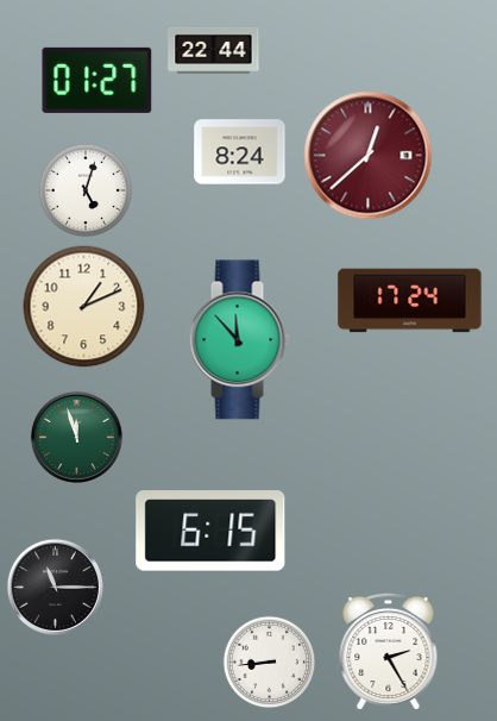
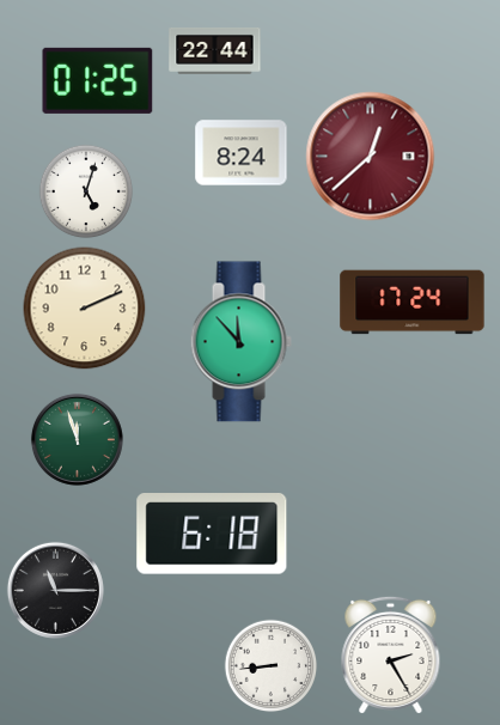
clock at (97, 80): 01:27 -> 01:25
clock at (84, 307): 1:11 -> 2:11
clock at (210, 532): 6:15 -> 6:18
